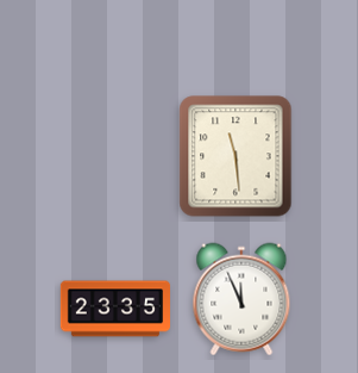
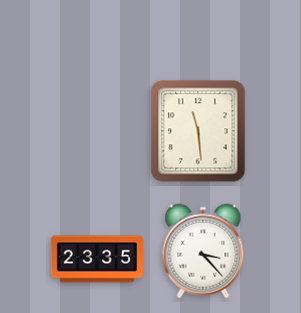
clock at (241, 299): 11:56 -> 3:23
